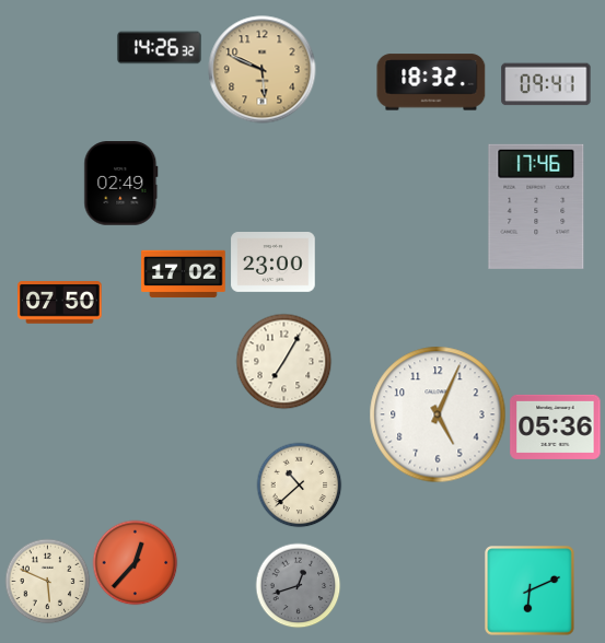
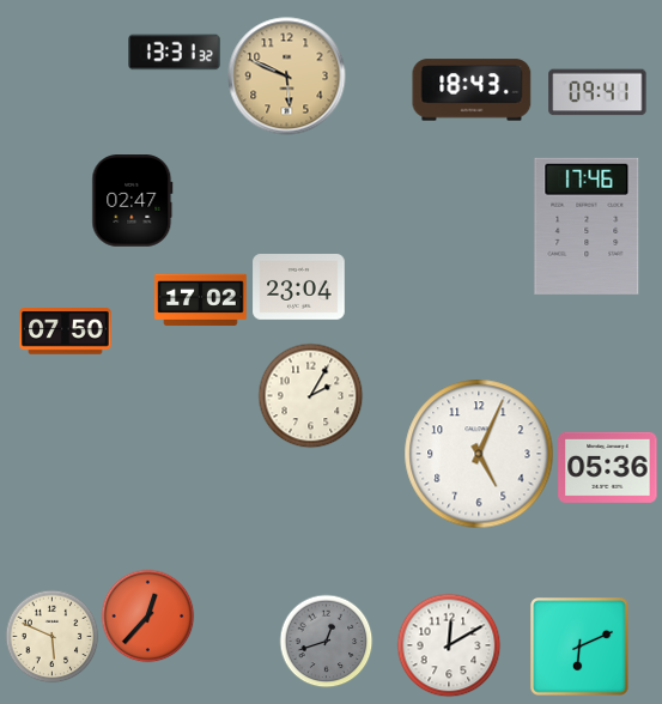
clock at (160, 48): 14:26 -> 13:31
clock at (431, 82): 18:32 -> 18:43
clock at (121, 184): 02:49 -> 02:47
clock at (274, 262): 23:00 -> 23:04
clock at (283, 361): 7:05 -> 2:05
clock at (299, 484): 10:38 -> none
clock at (449, 645): none -> 12:10
